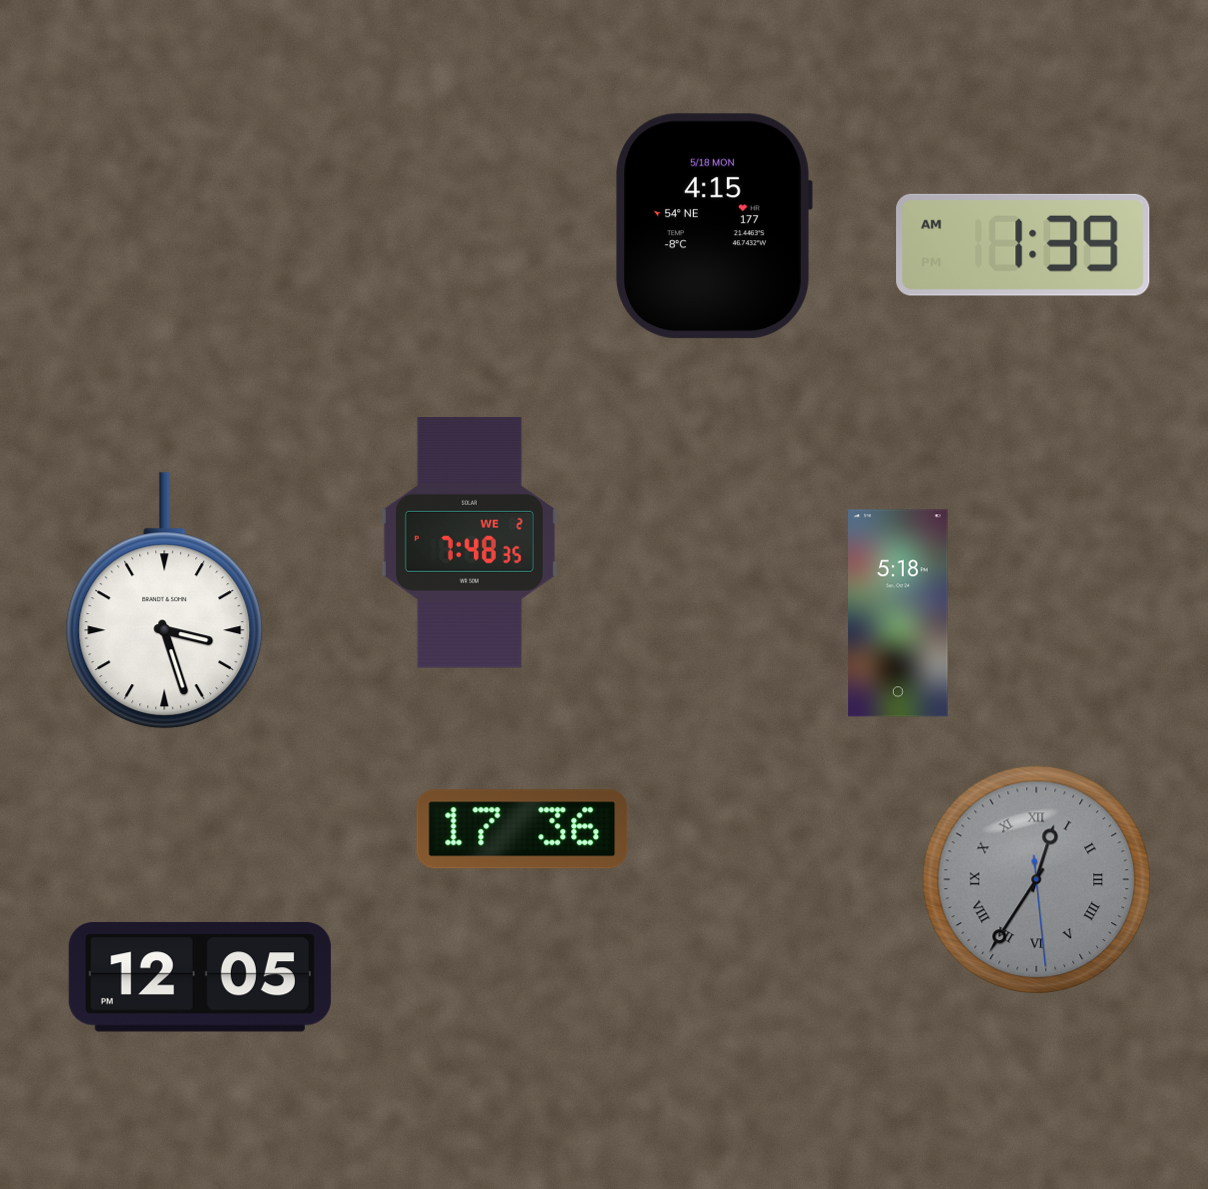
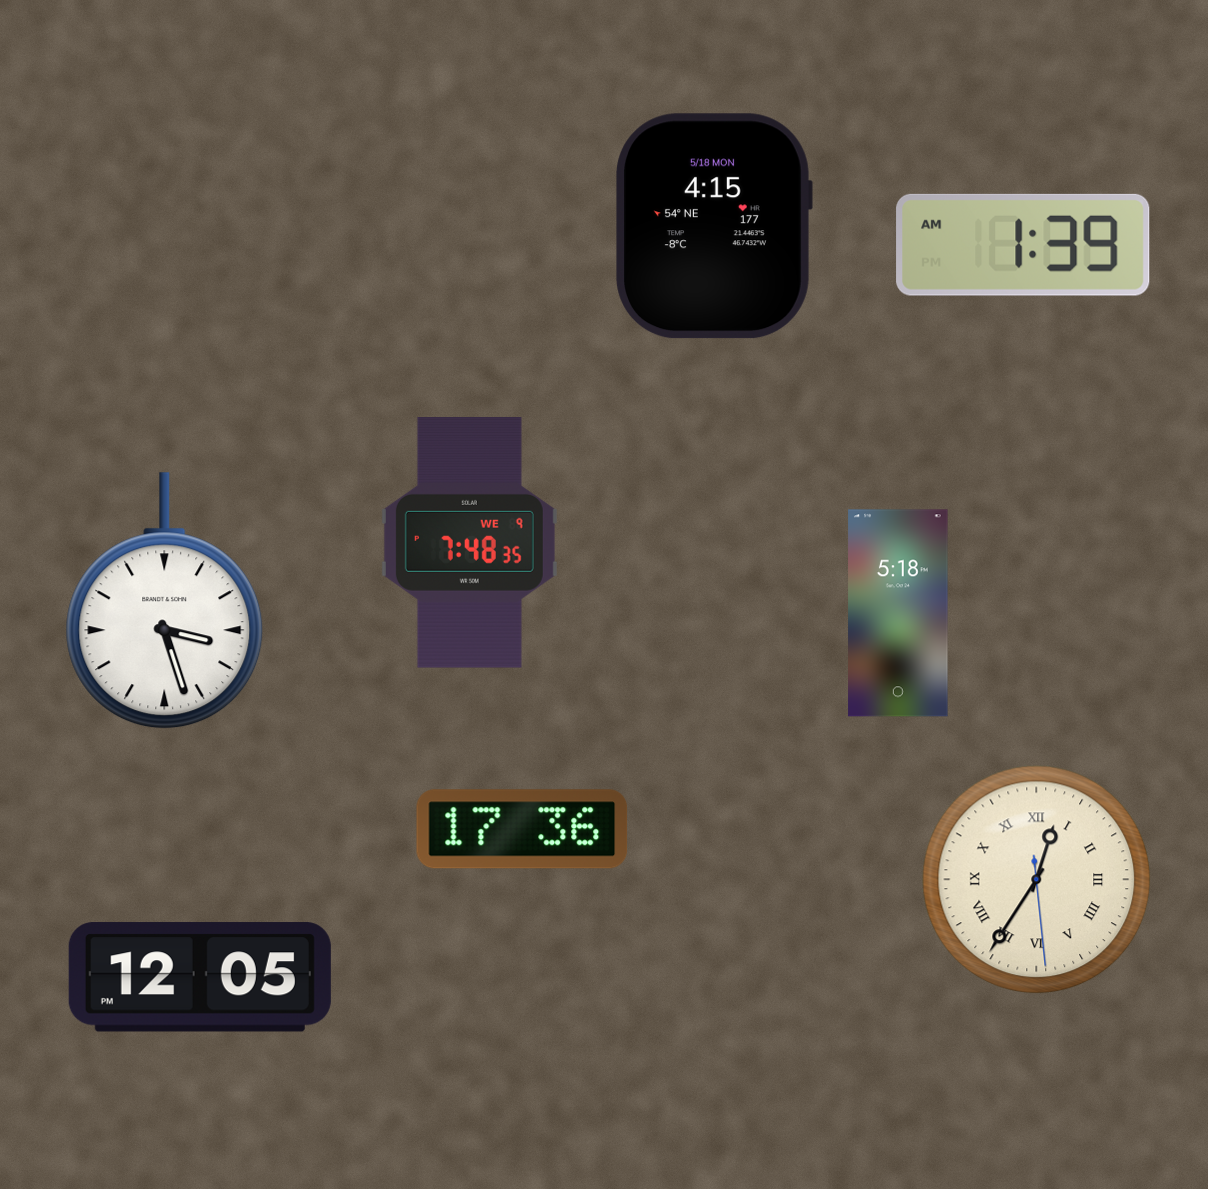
clock at (469, 543) date: WE 2 -> WE 9
clock at (1037, 880) dial: grey -> cream
